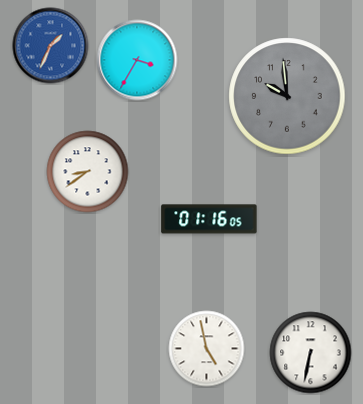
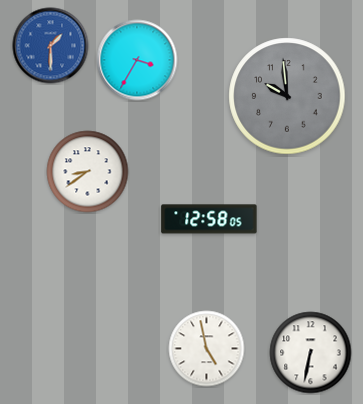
clock at (51, 46): 1:34 -> 1:30
clock at (209, 219): 01:16 -> 12:58
